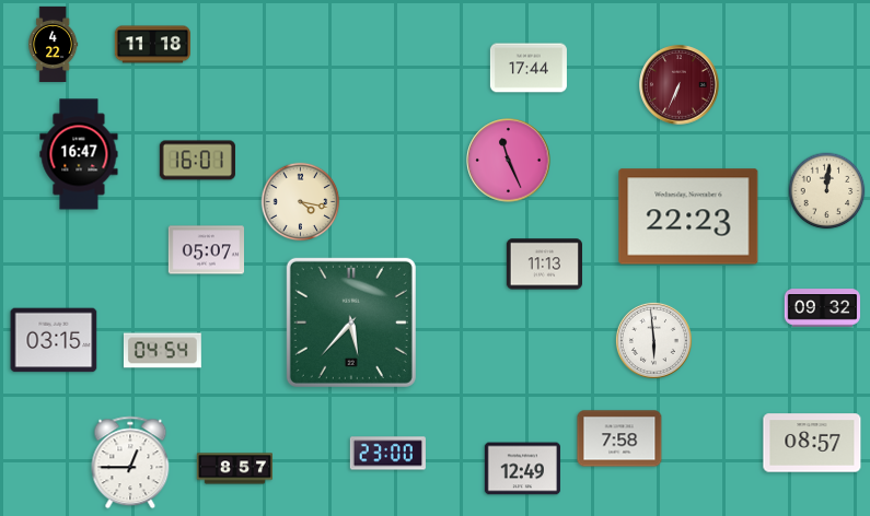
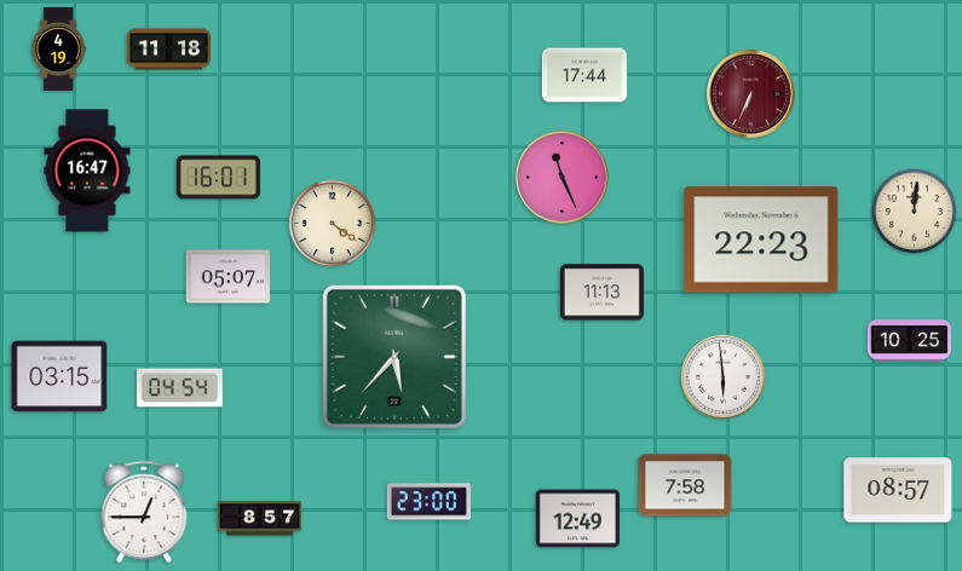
clock at (54, 45): 4:22 -> 4:19
clock at (301, 202): 4:17 -> 4:21
clock at (822, 308): 09:32 -> 10:25
clock at (351, 322) position: (351, 322) -> (394, 357)
